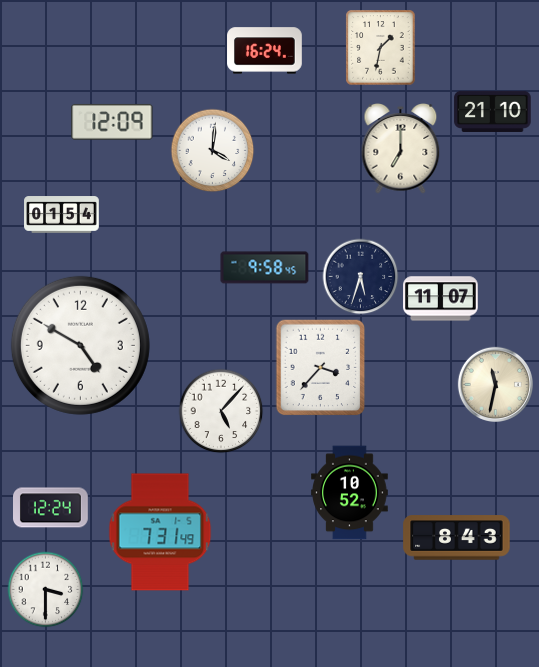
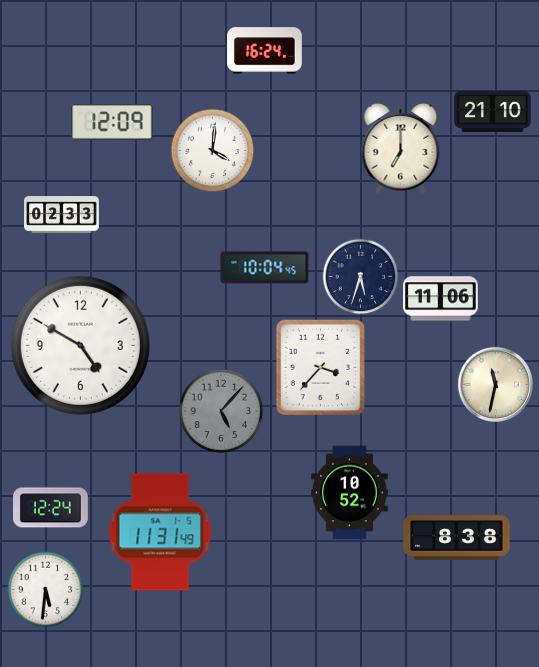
clock at (381, 48): 1:32 -> none
clock at (62, 215): 01:54 -> 02:33
clock at (265, 268): 9:58 -> 10:04
clock at (441, 299): 11:07 -> 11:06
clock at (221, 411) dial: white -> grey
clock at (160, 532): 7:31 -> 11:31
clock at (457, 538): 8:43 -> 8:38
clock at (46, 590): 3:30 -> 5:31
